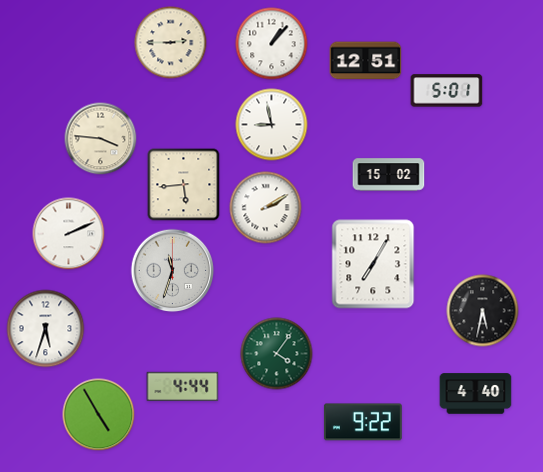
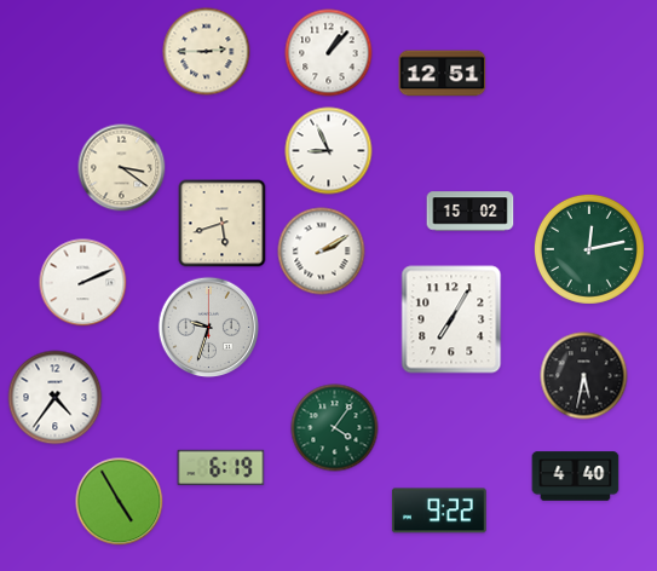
clock at (447, 91): 5:01 -> none
clock at (272, 125): 8:58 -> 8:56
clock at (101, 139): 3:46 -> 3:21
clock at (184, 185): 5:44 -> 5:42
clock at (589, 249): none -> 12:13
clock at (173, 271): 11:33 -> 9:33
clock at (46, 329): 5:33 -> 4:36
clock at (183, 387): 4:44 -> 6:19
